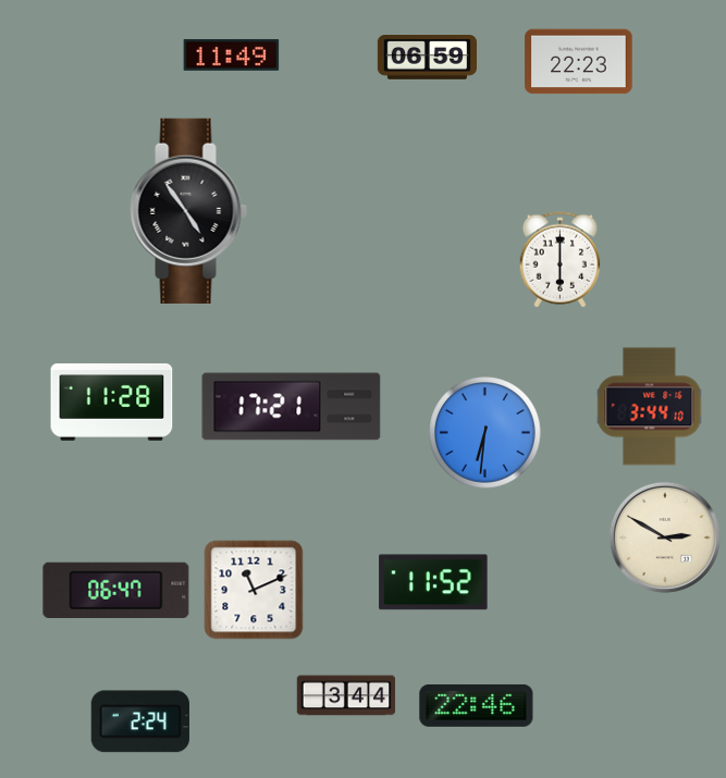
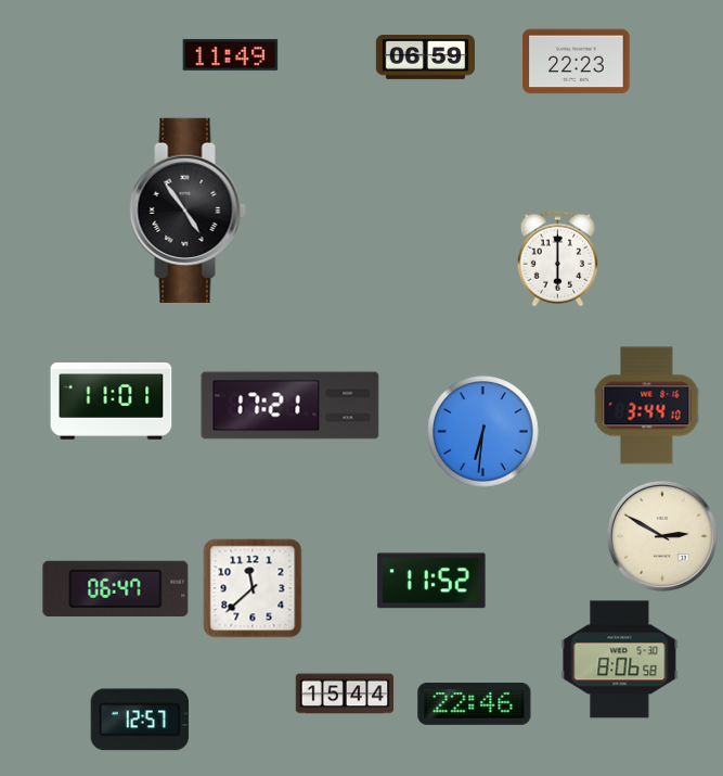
clock at (112, 402): 11:28 -> 11:01
clock at (254, 590): 11:11 -> 11:38
clock at (620, 660): none -> 8:06
clock at (346, 695): 3:44 -> 15:44
clock at (140, 721): 2:24 -> 12:57
